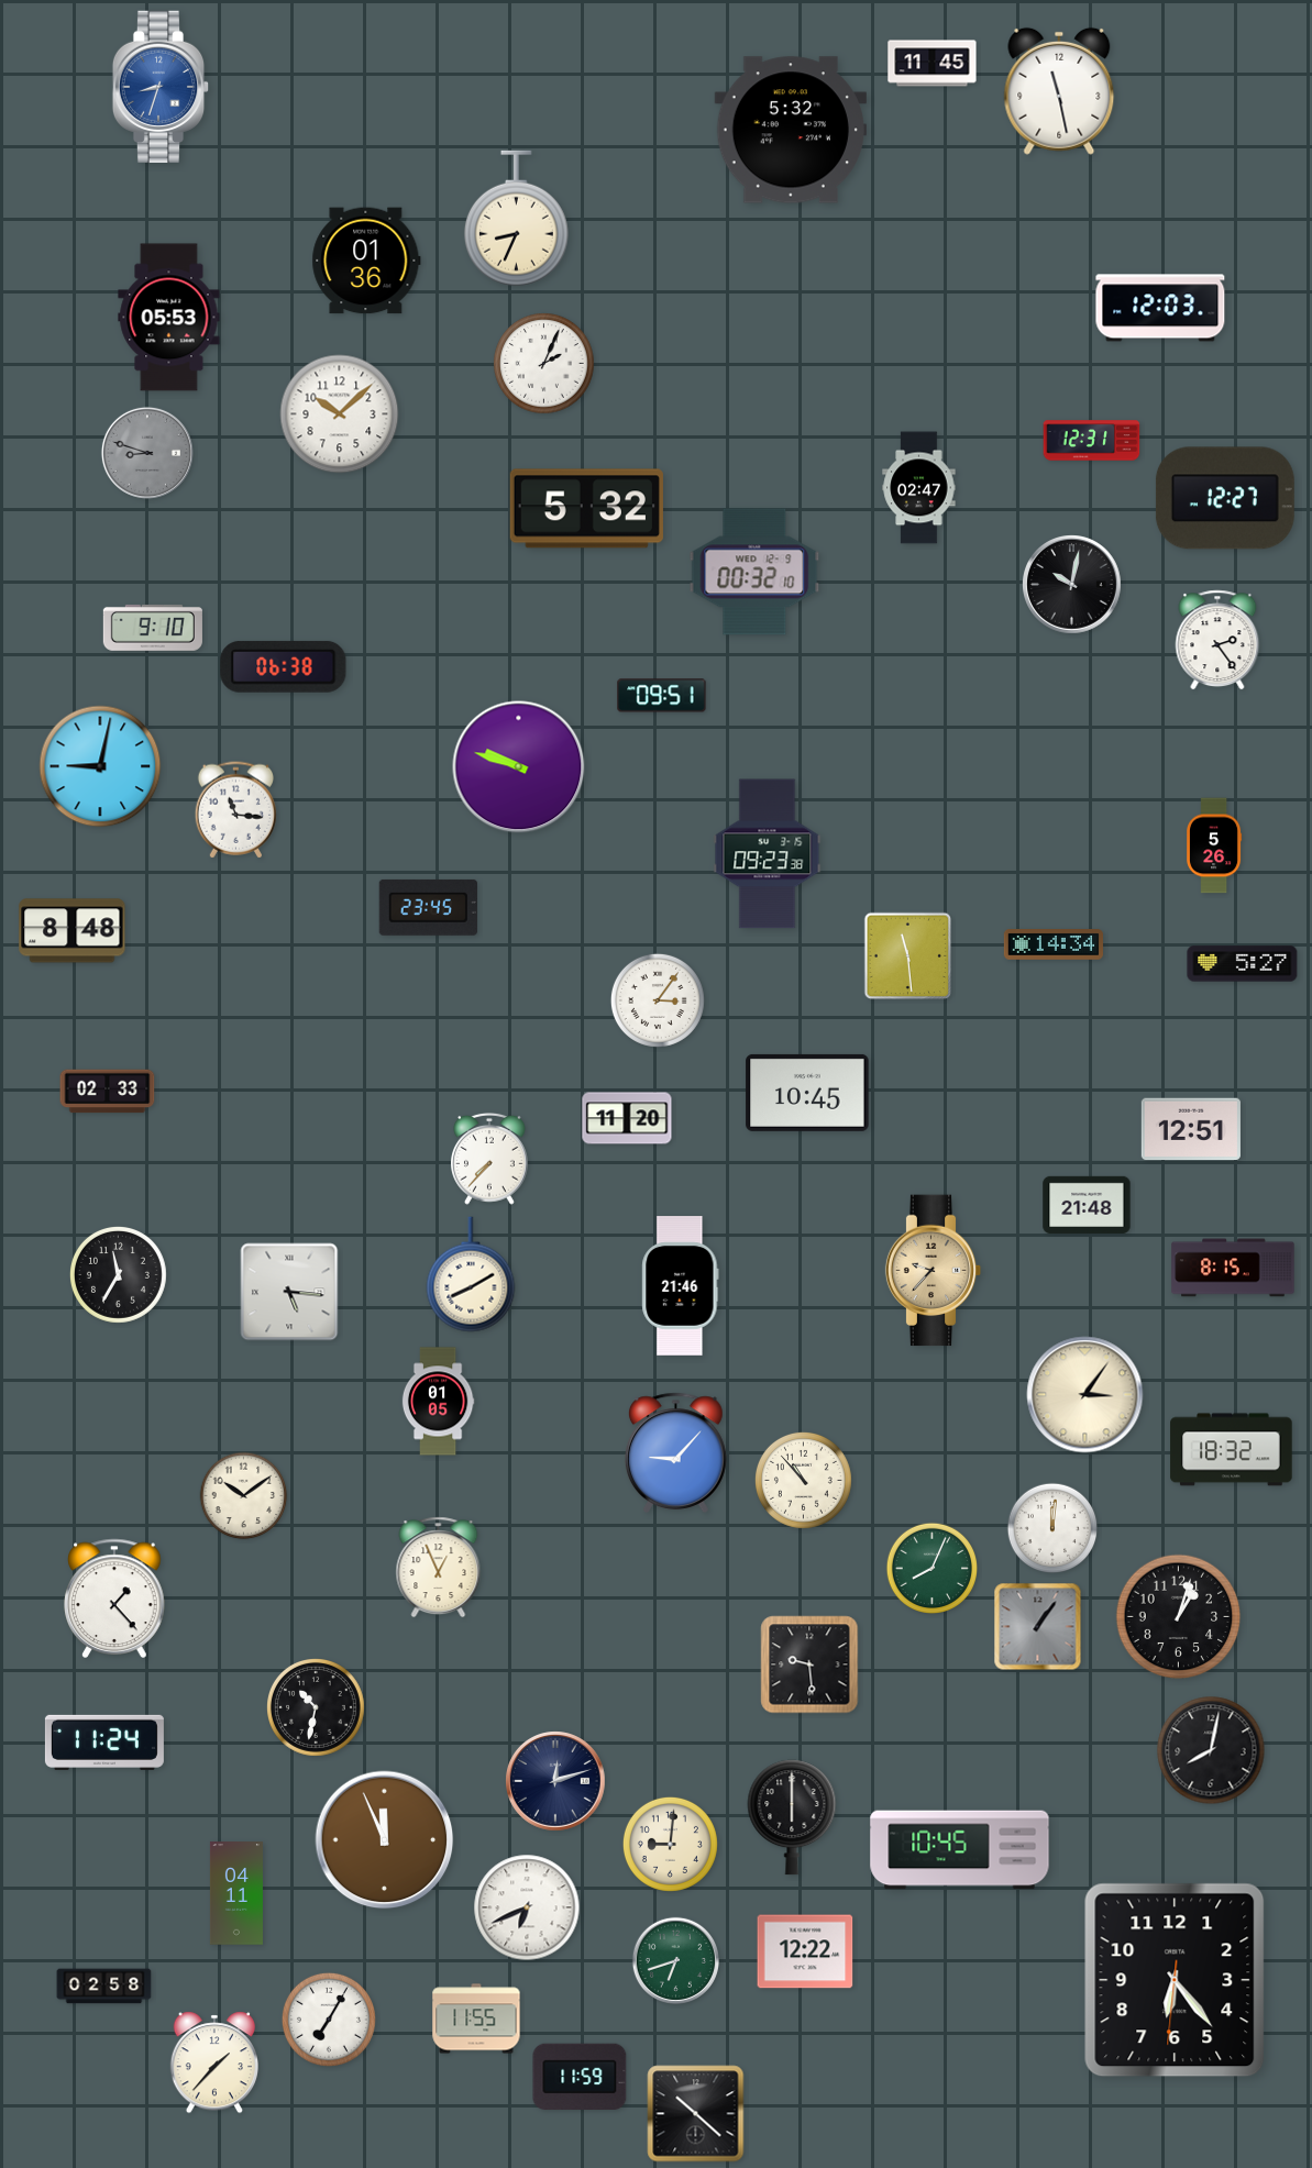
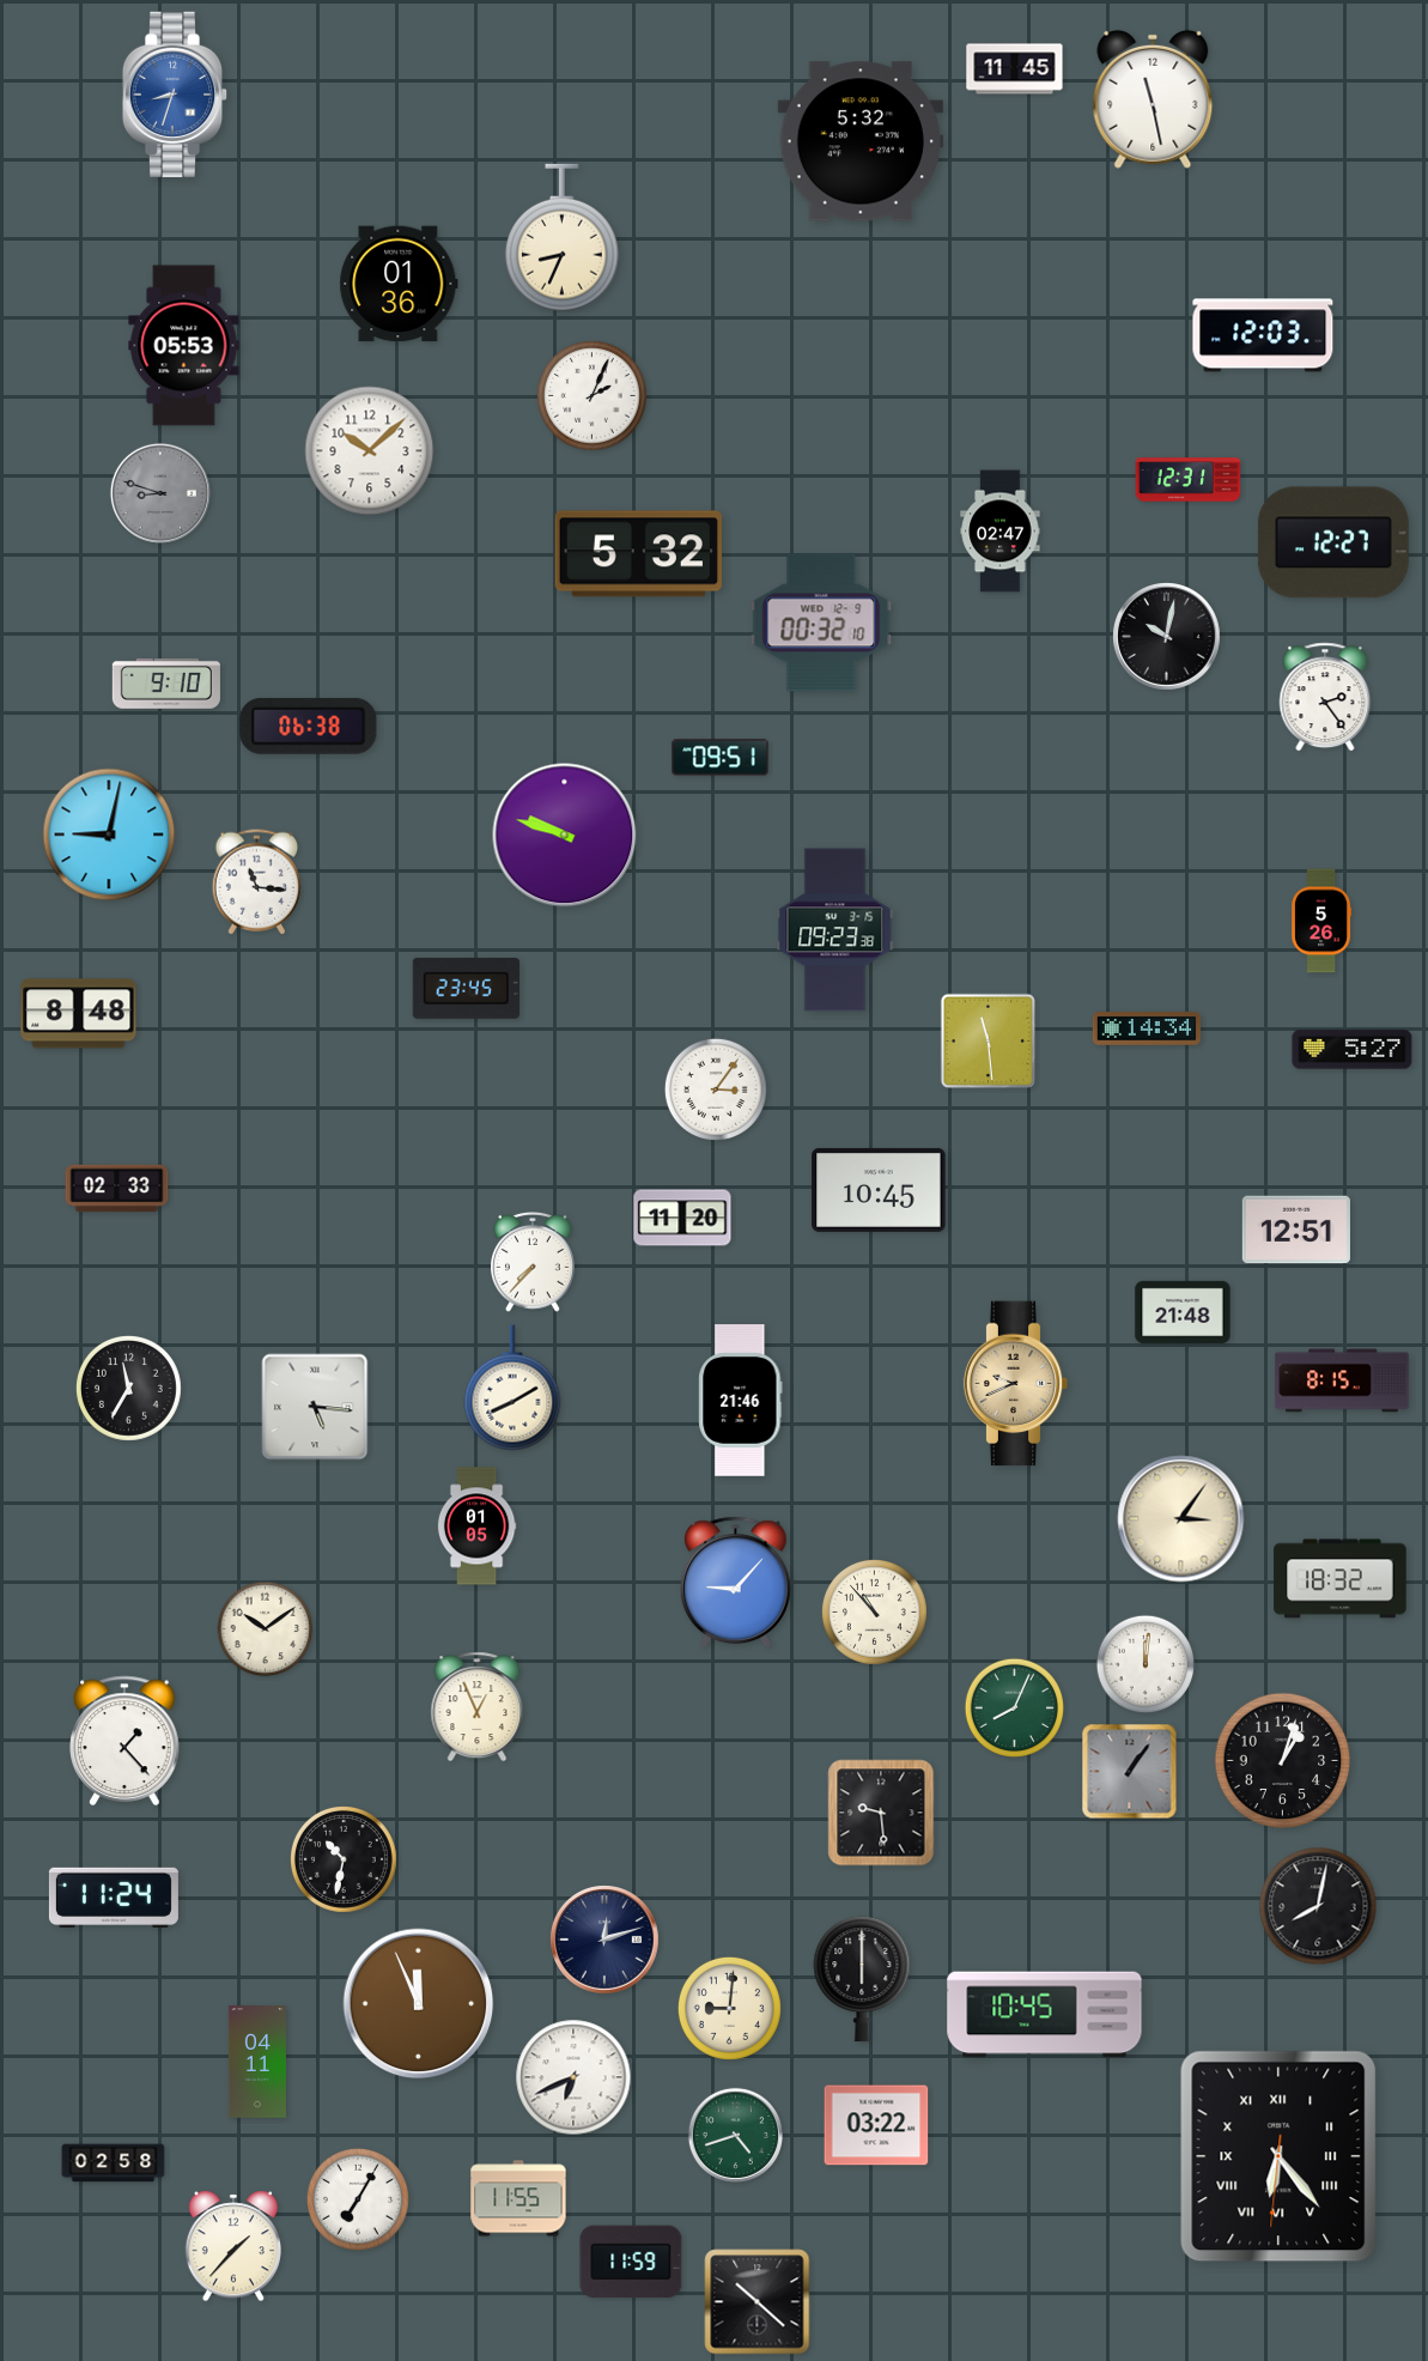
clock at (934, 1271): 9:37 -> 9:41
clock at (805, 1951): 12:22 -> 03:22
clock at (675, 1960): 6:42 -> 4:42
clock at (1175, 1980) numerals: Arabic -> Roman
